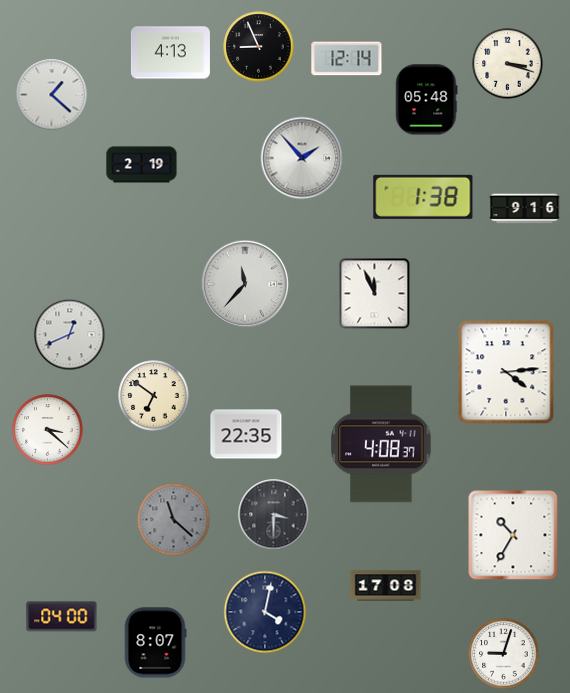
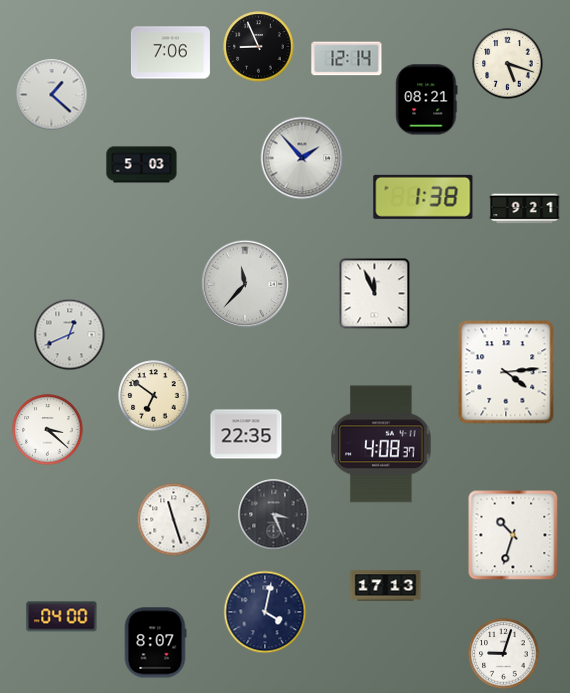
clock at (170, 53): 4:13 -> 7:06
clock at (508, 64): 3:18 -> 5:18
clock at (427, 100): 05:48 -> 08:21
clock at (142, 165): 2:19 -> 5:03
clock at (525, 209): 9:16 -> 9:21
clock at (274, 515): 3:30 -> 3:26
clock at (174, 520): 11:22 -> 11:27
clock at (174, 520) dial: grey -> white
clock at (513, 535): 10:35 -> 10:33
clock at (386, 586): 17:08 -> 17:13
